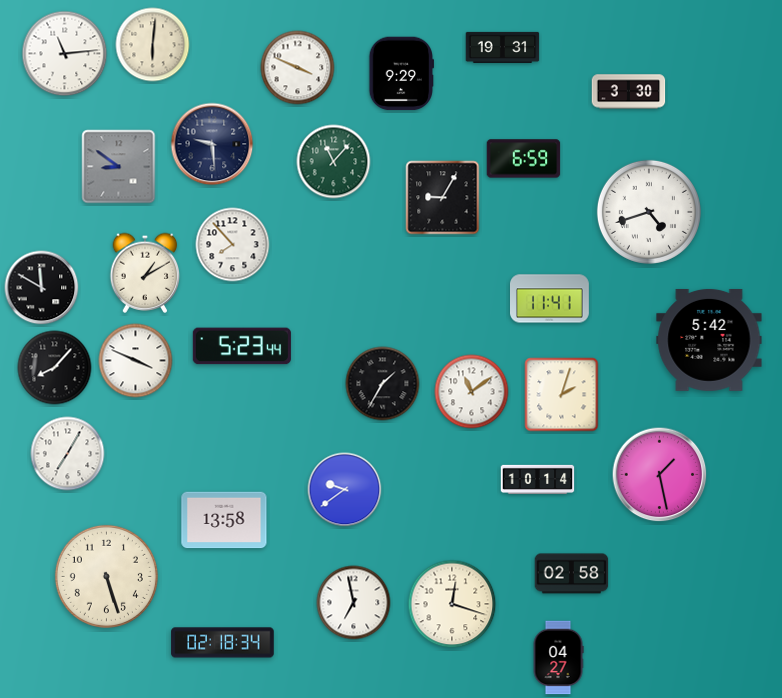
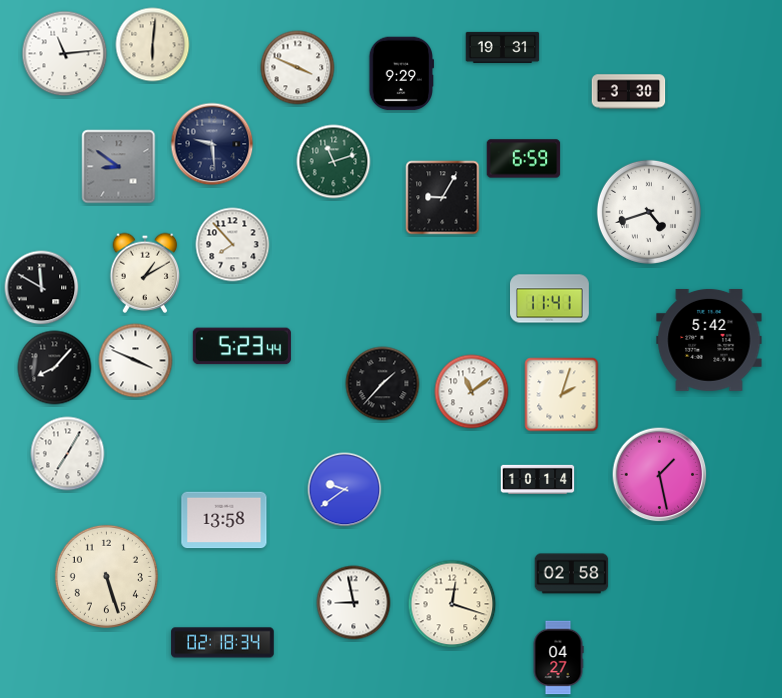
clock at (334, 162): 11:07 -> 11:12
clock at (383, 384): 1:35 -> 1:37
clock at (354, 603): 6:58 -> 8:58
